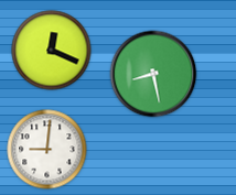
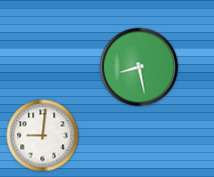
clock at (52, 51): 12:19 -> none
